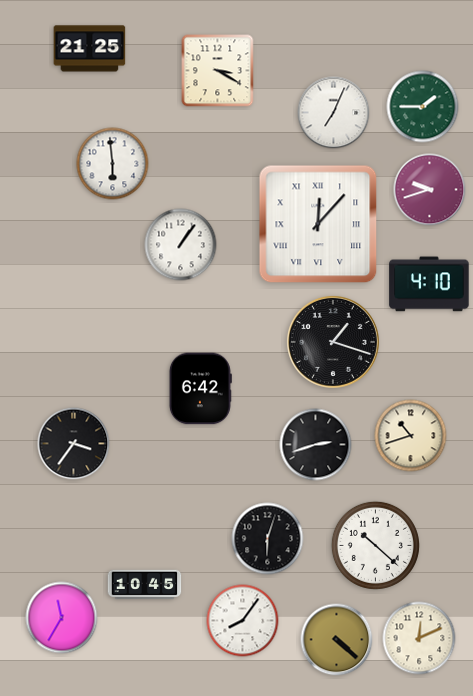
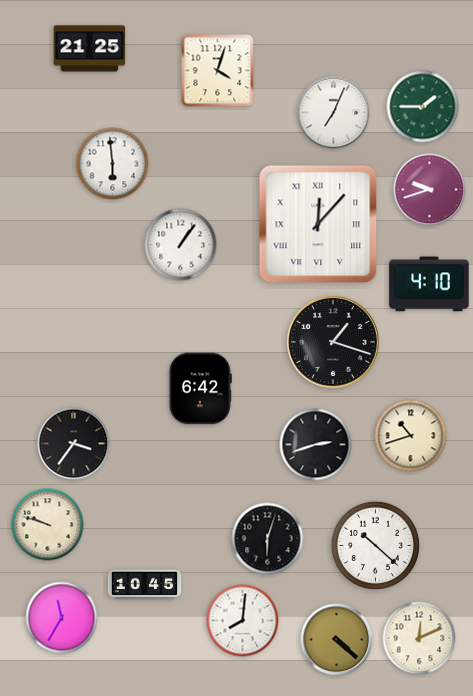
clock at (218, 71): 3:20 -> 4:03
clock at (48, 525): none -> 9:48
clock at (243, 621): 8:06 -> 8:01
